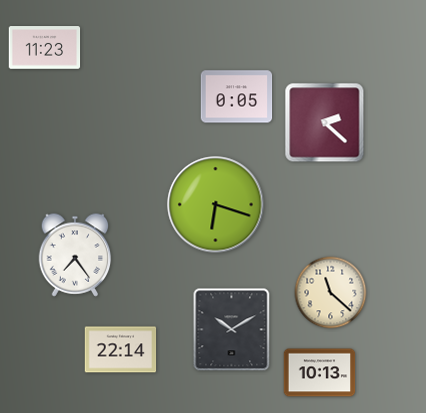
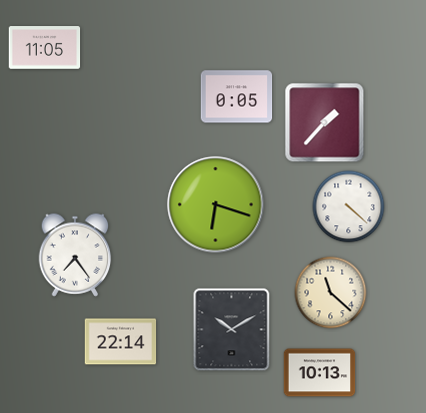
clock at (45, 48): 11:23 -> 11:05
clock at (325, 123): 2:22 -> 1:37
clock at (349, 207): none -> 4:22
clock at (121, 350) position: (121, 350) -> (121, 342)
